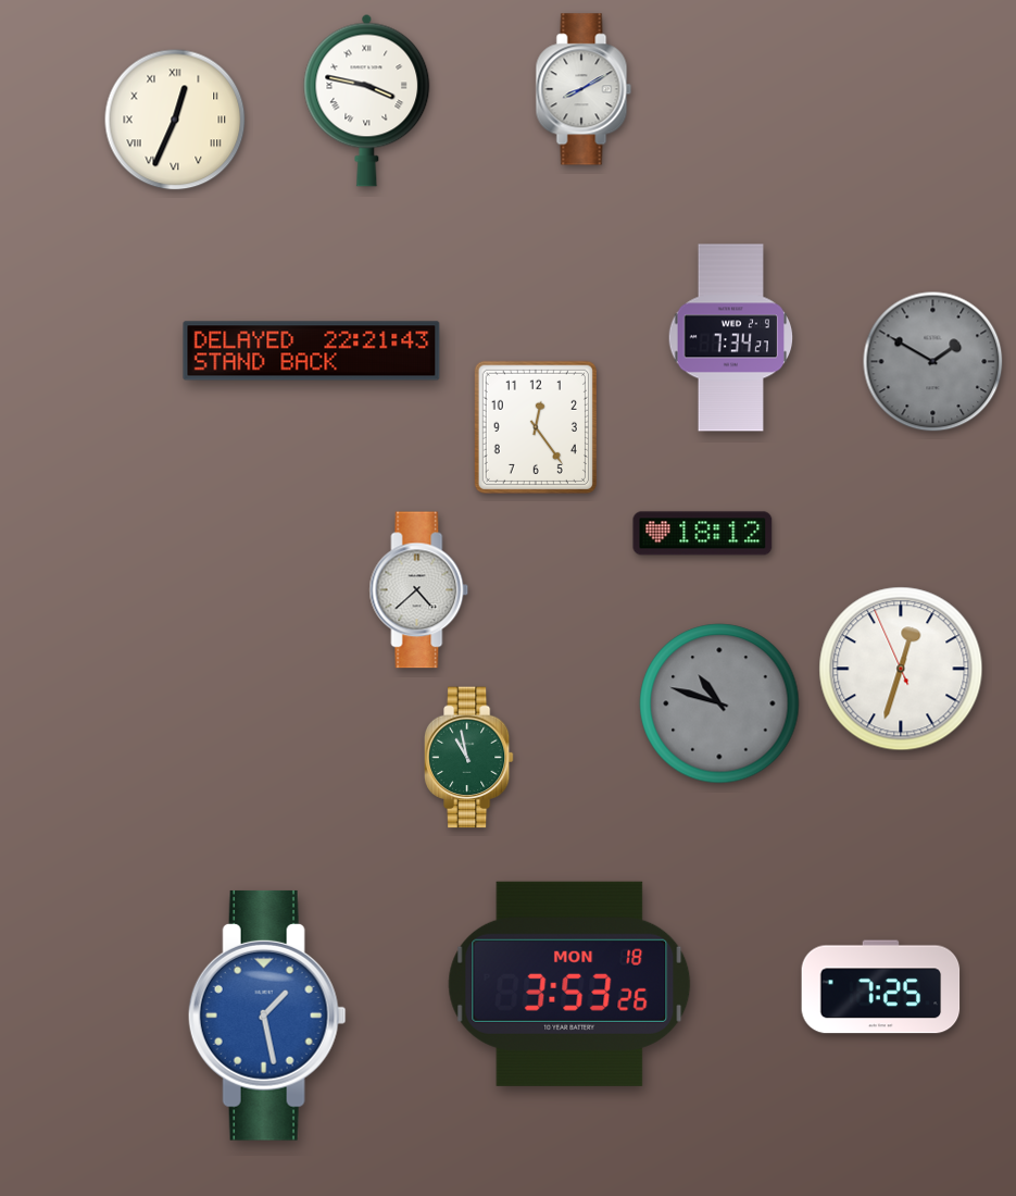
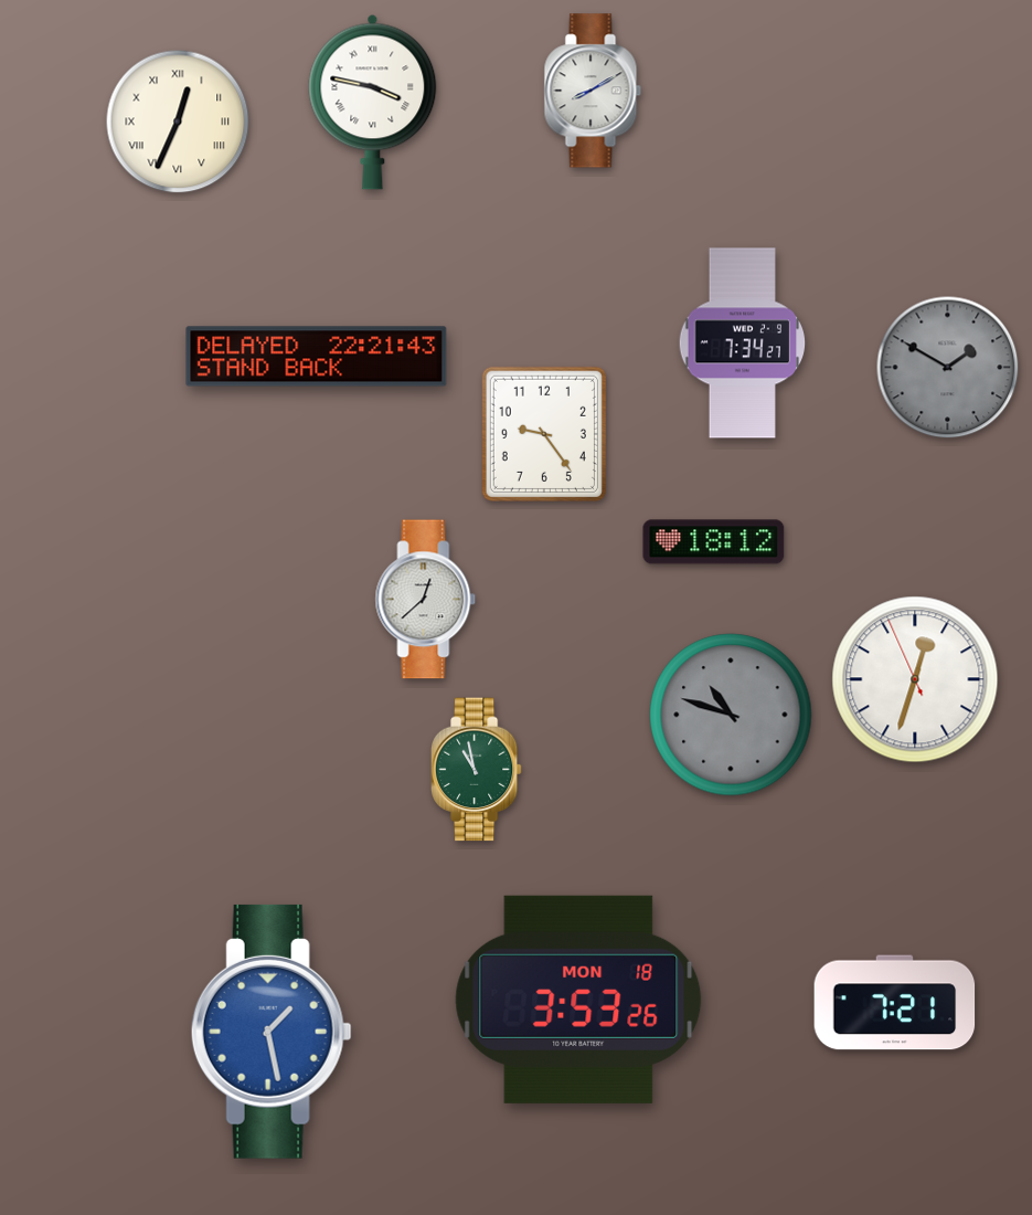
clock at (536, 427): 12:24 -> 9:24
clock at (419, 590): 4:38 -> 12:38
clock at (881, 987): 7:25 -> 7:21
